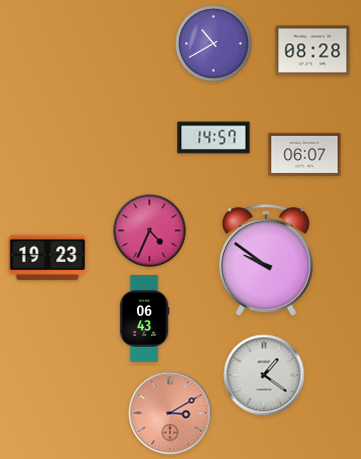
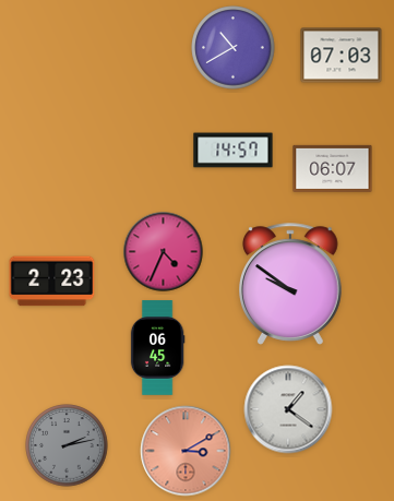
clock at (313, 51): 08:28 -> 07:03
clock at (48, 258): 19:23 -> 2:23
clock at (144, 319): 06:43 -> 06:45
clock at (67, 445): none -> 2:13
